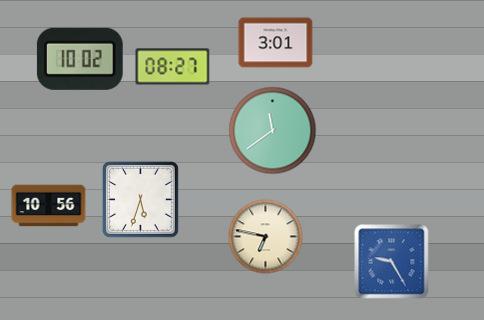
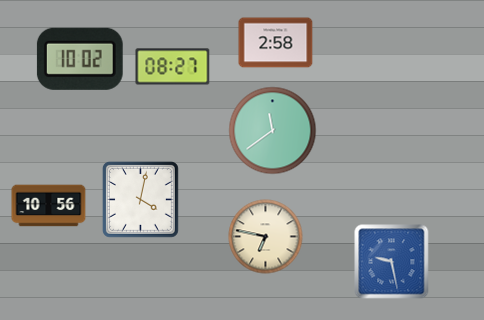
clock at (276, 43): 3:01 -> 2:58
clock at (140, 199): 5:33 -> 4:02
clock at (392, 262): 9:25 -> 9:28
